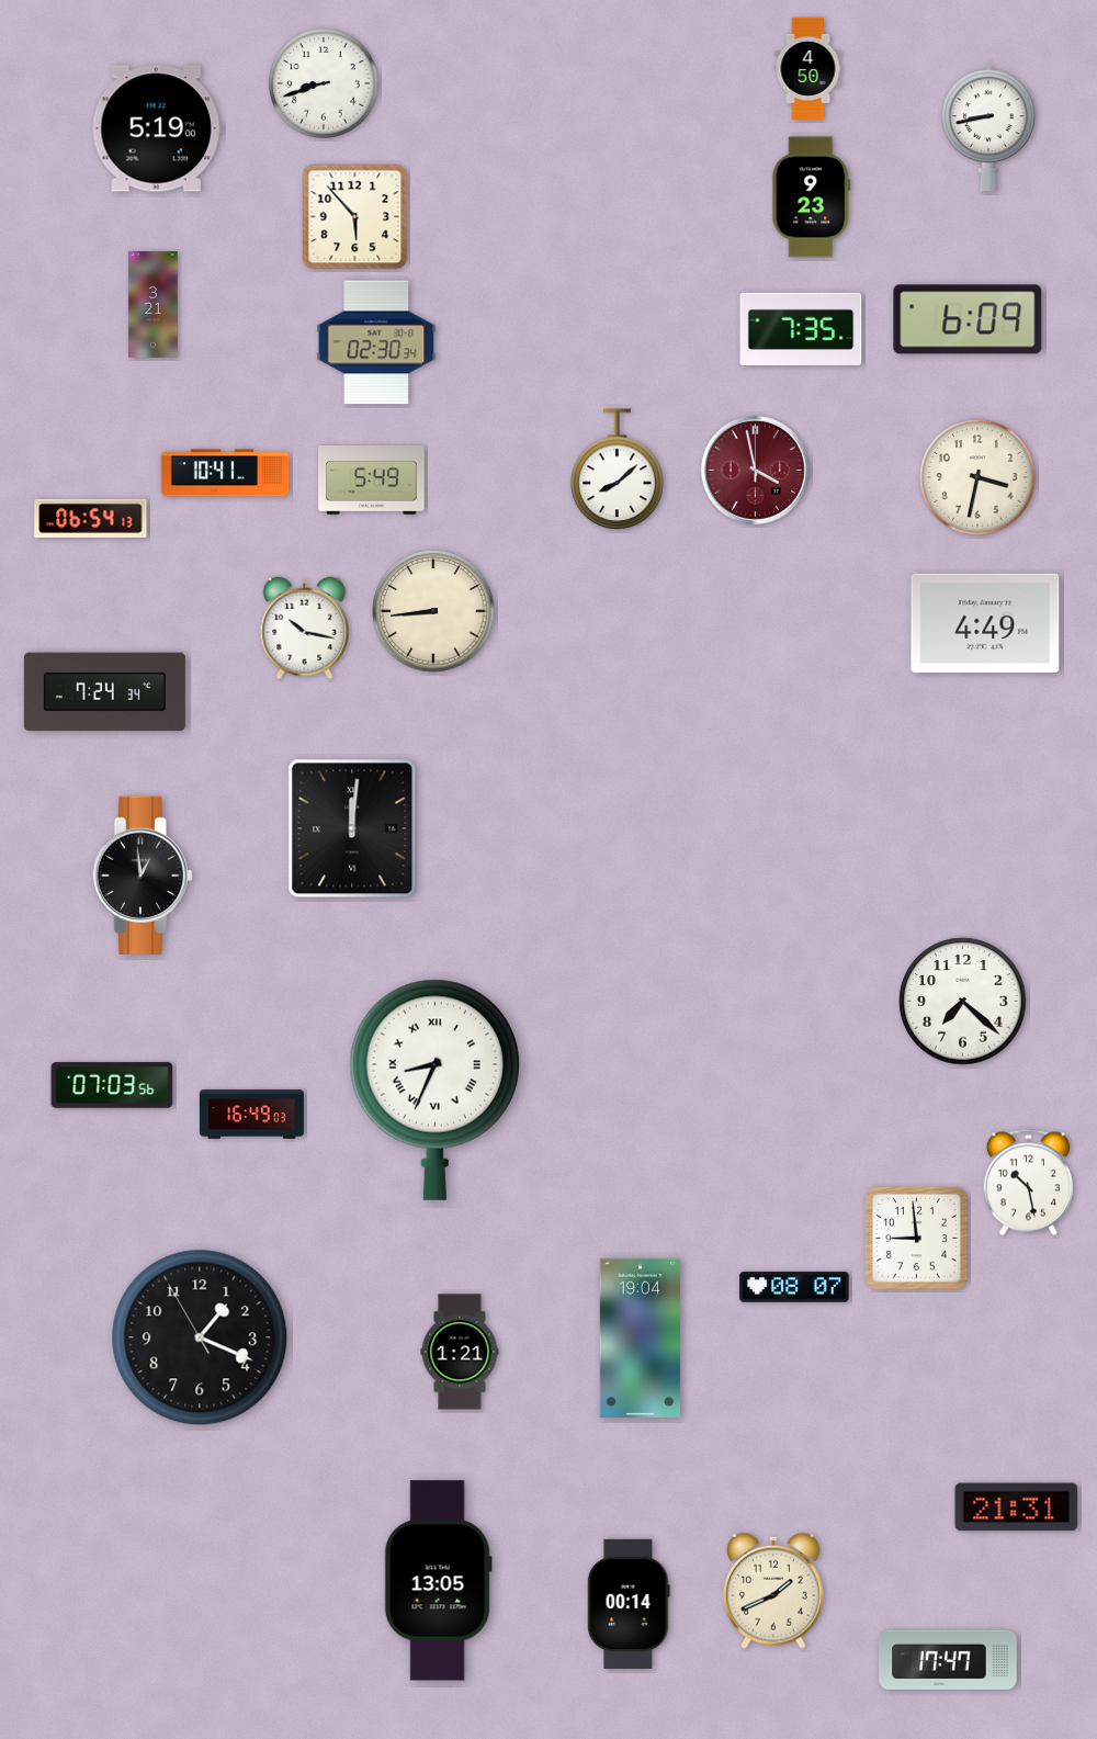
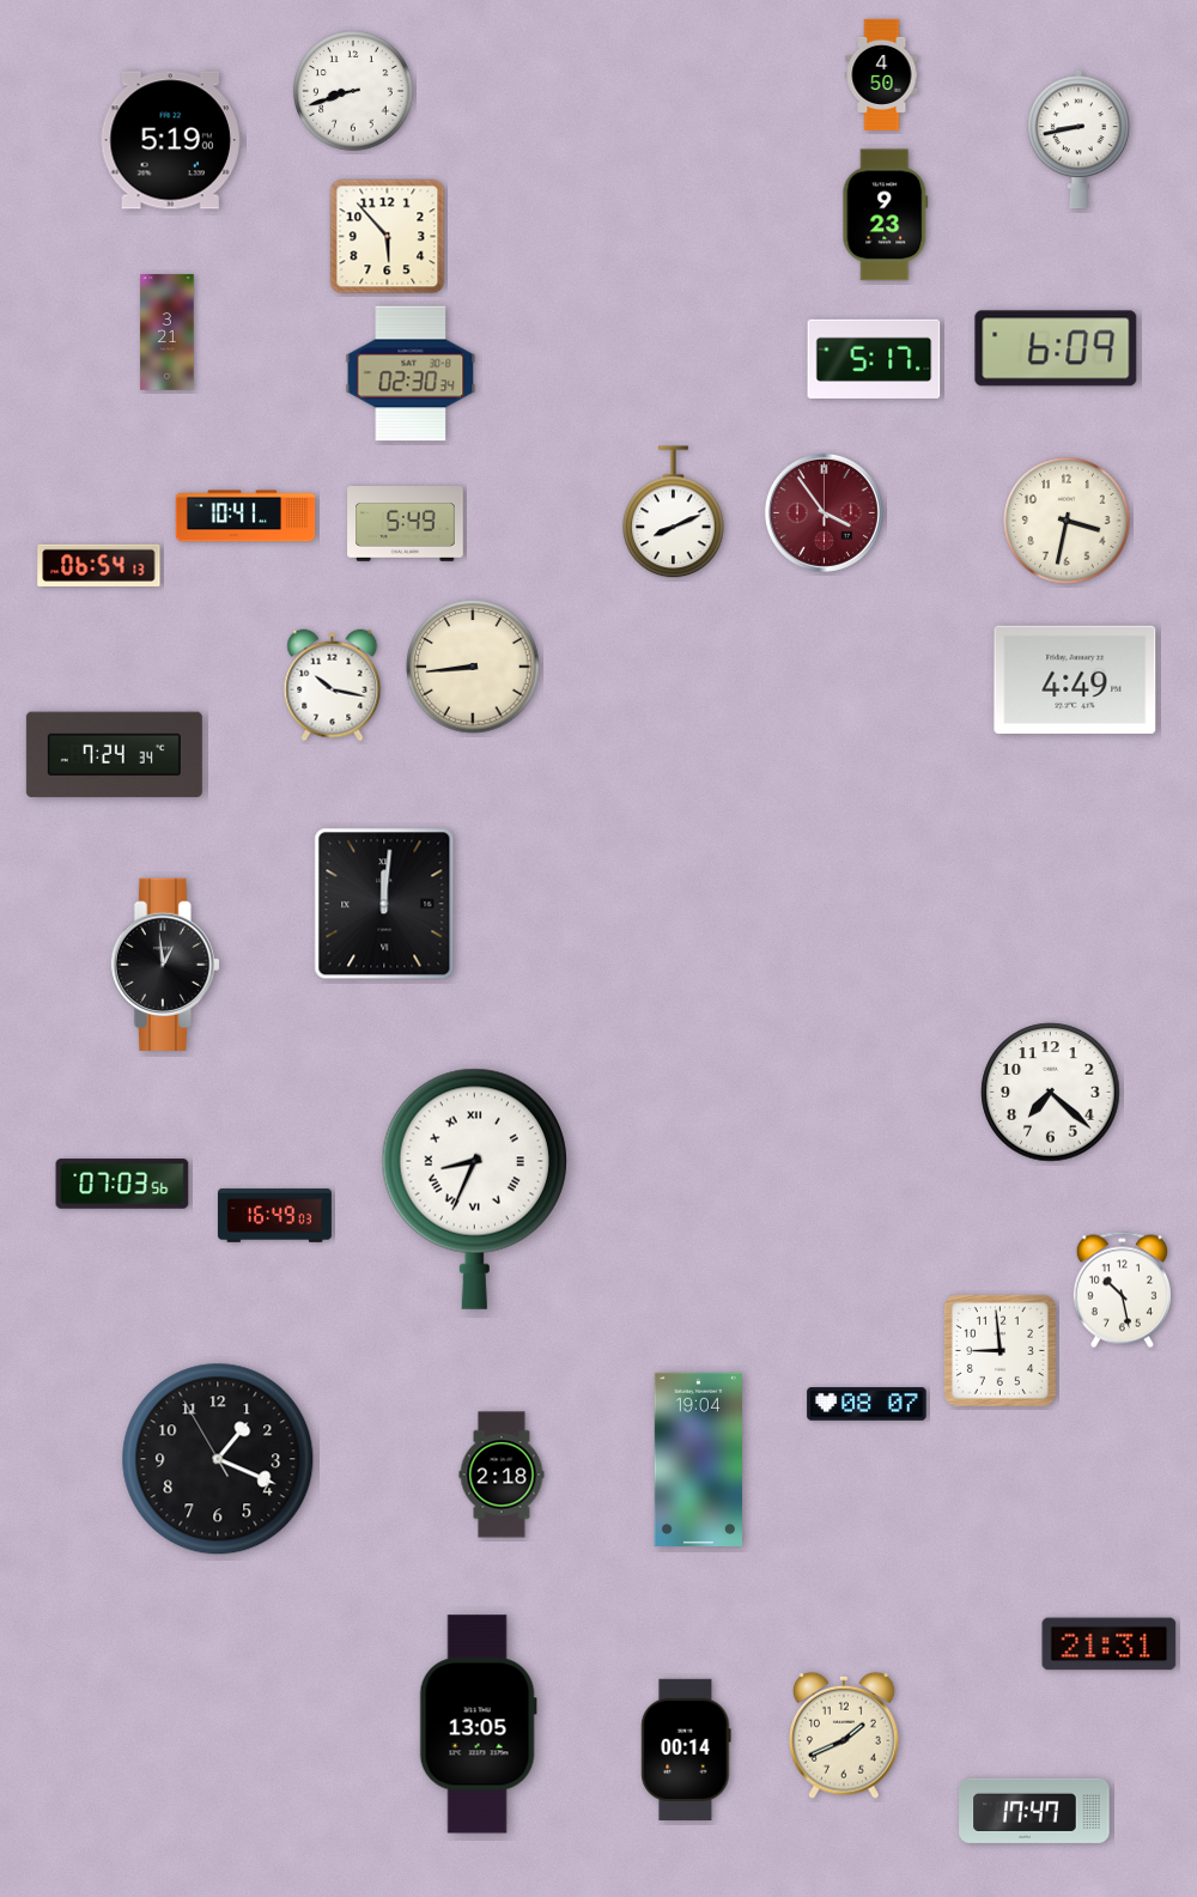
clock at (801, 329): 7:35 -> 5:17
clock at (618, 470): 8:08 -> 8:11
clock at (755, 470): 3:58 -> 3:54
clock at (143, 876) position: (143, 876) -> (165, 965)
clock at (460, 1352): 1:21 -> 2:18
